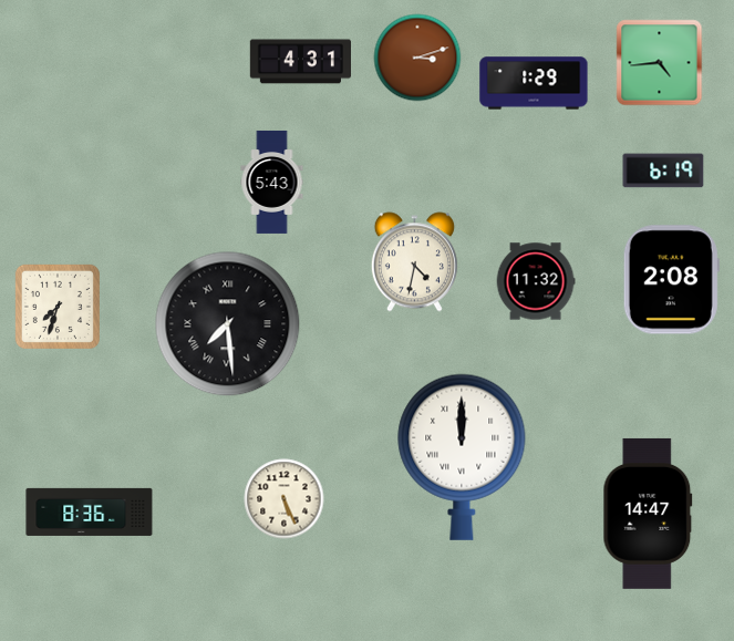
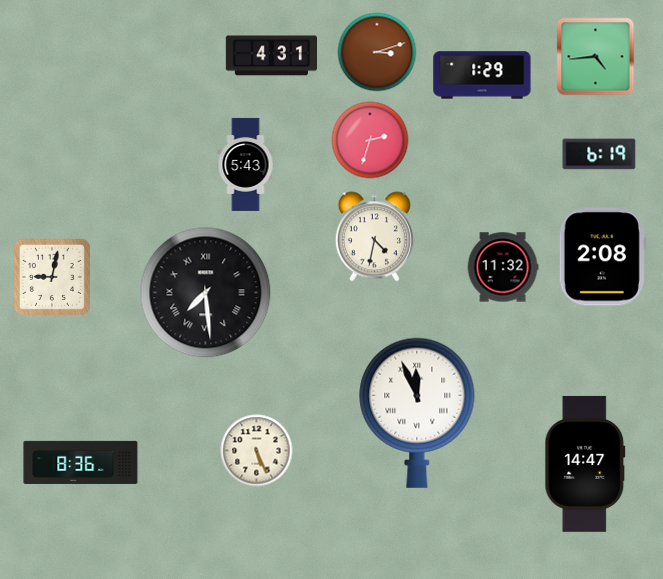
clock at (370, 140): none -> 2:33
clock at (671, 280) position: (671, 280) -> (602, 257)
clock at (536, 281) position: (536, 281) -> (503, 267)
clock at (58, 307): 7:33 -> 9:02
clock at (462, 457): 12:00 -> 11:56
